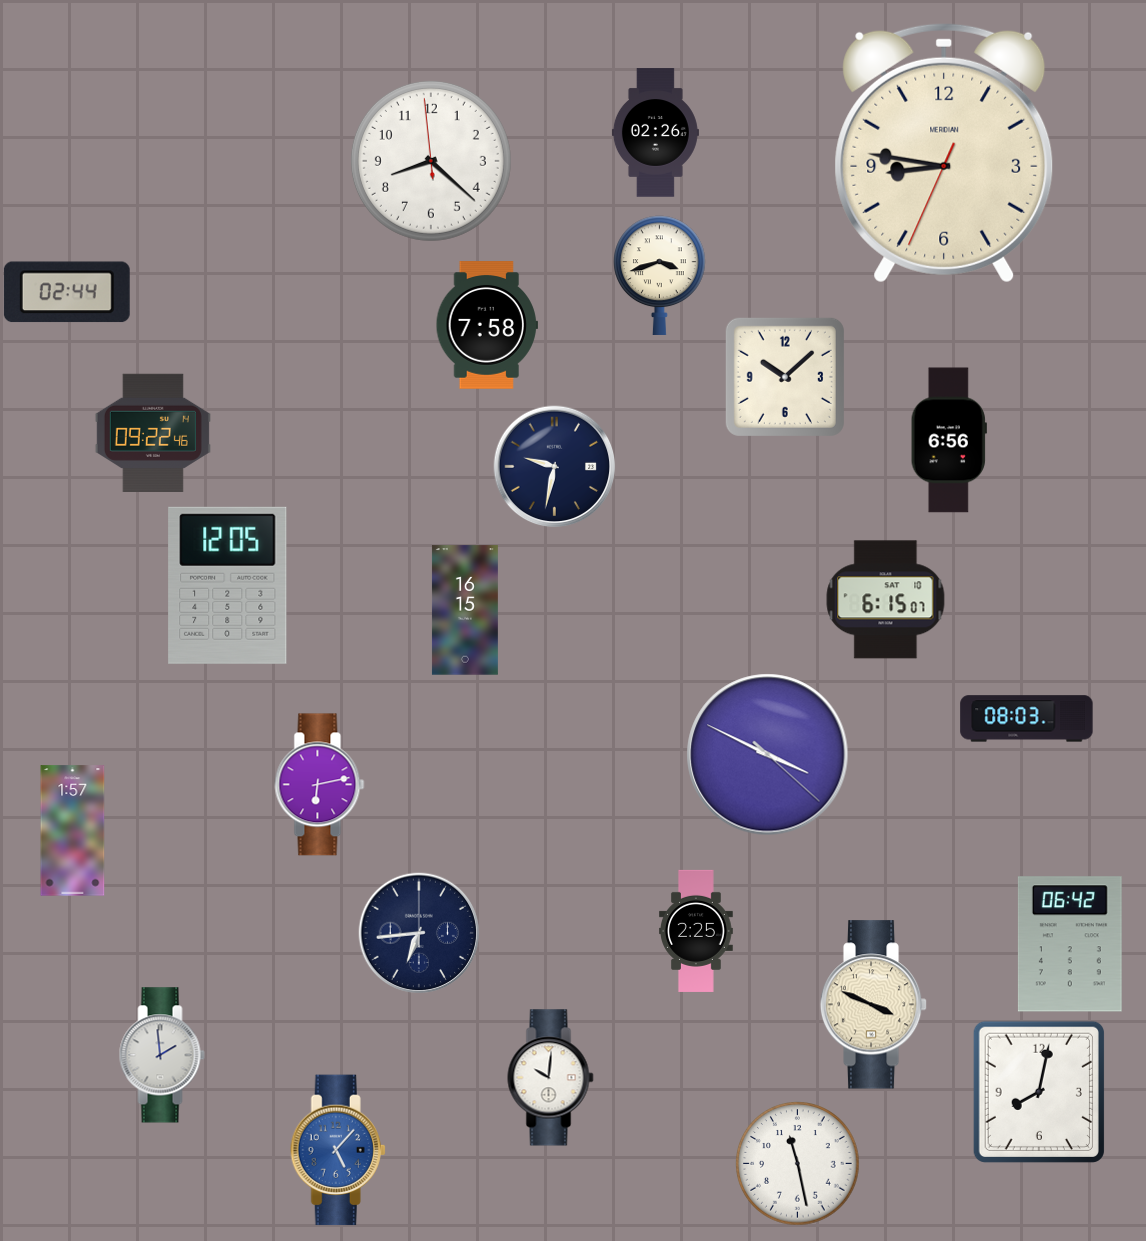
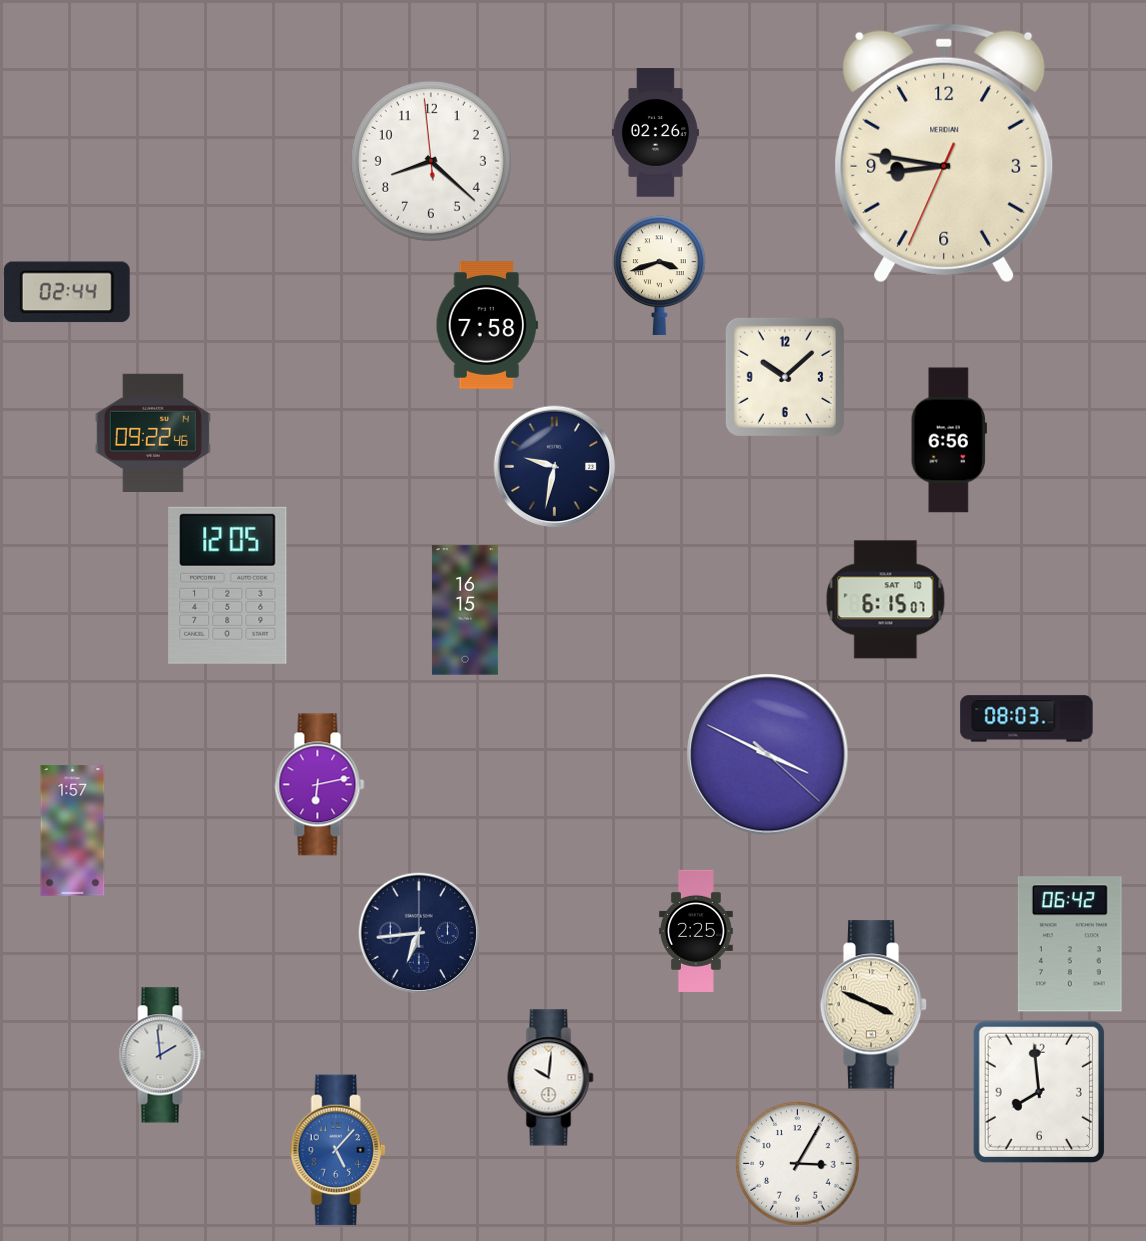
clock at (1039, 1092): 8:02 -> 7:59
clock at (798, 1164): 11:28 -> 3:05
